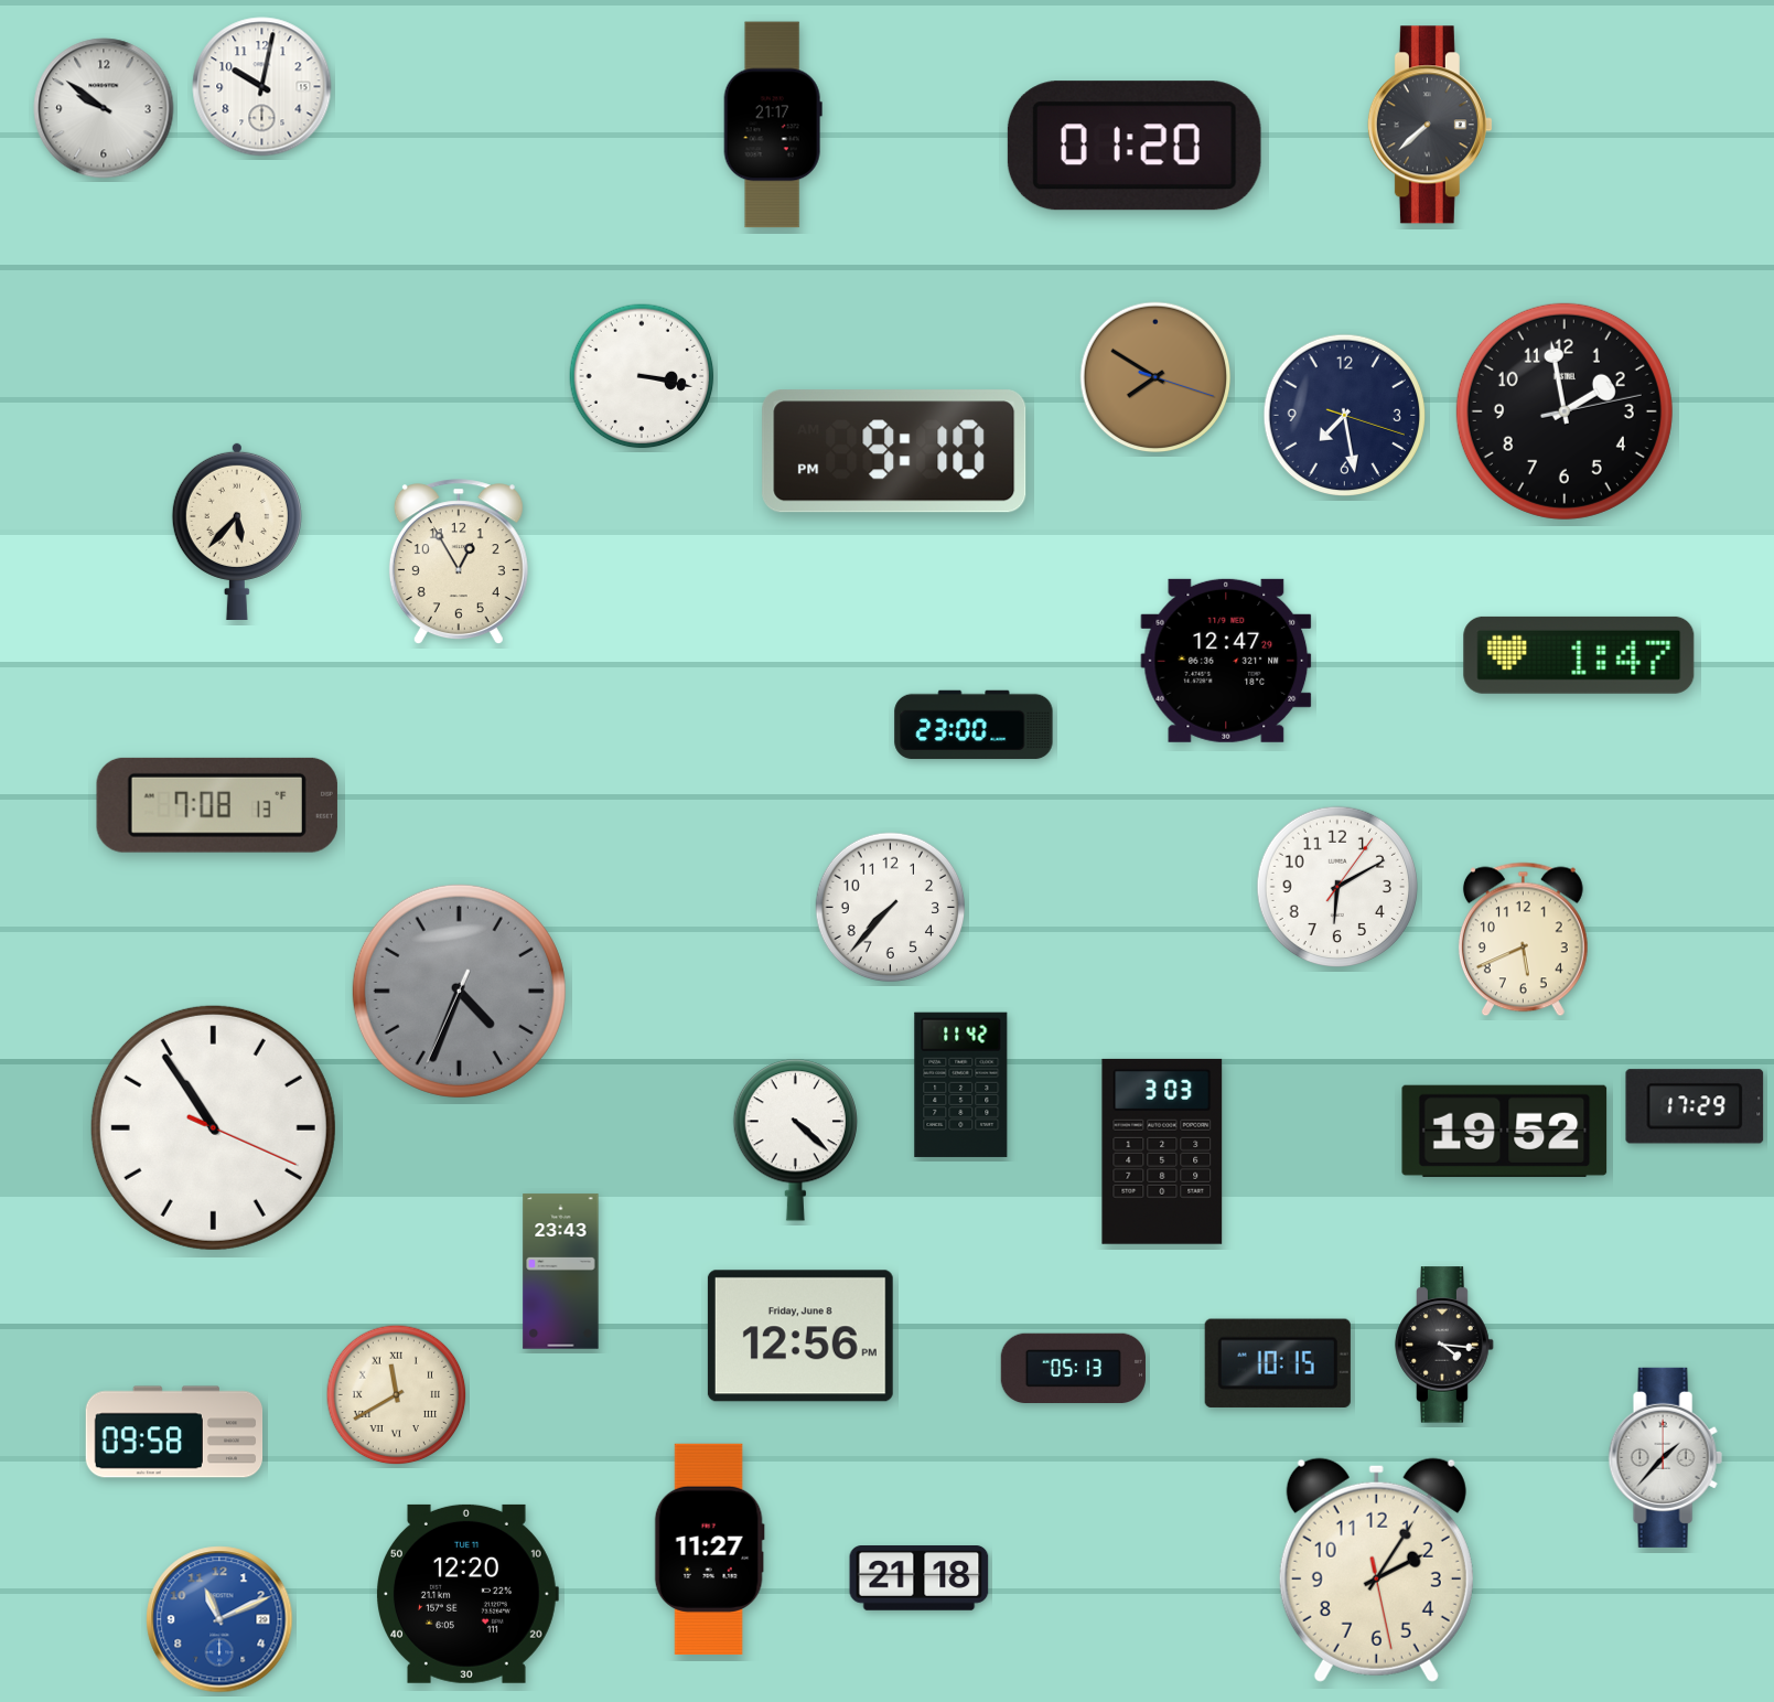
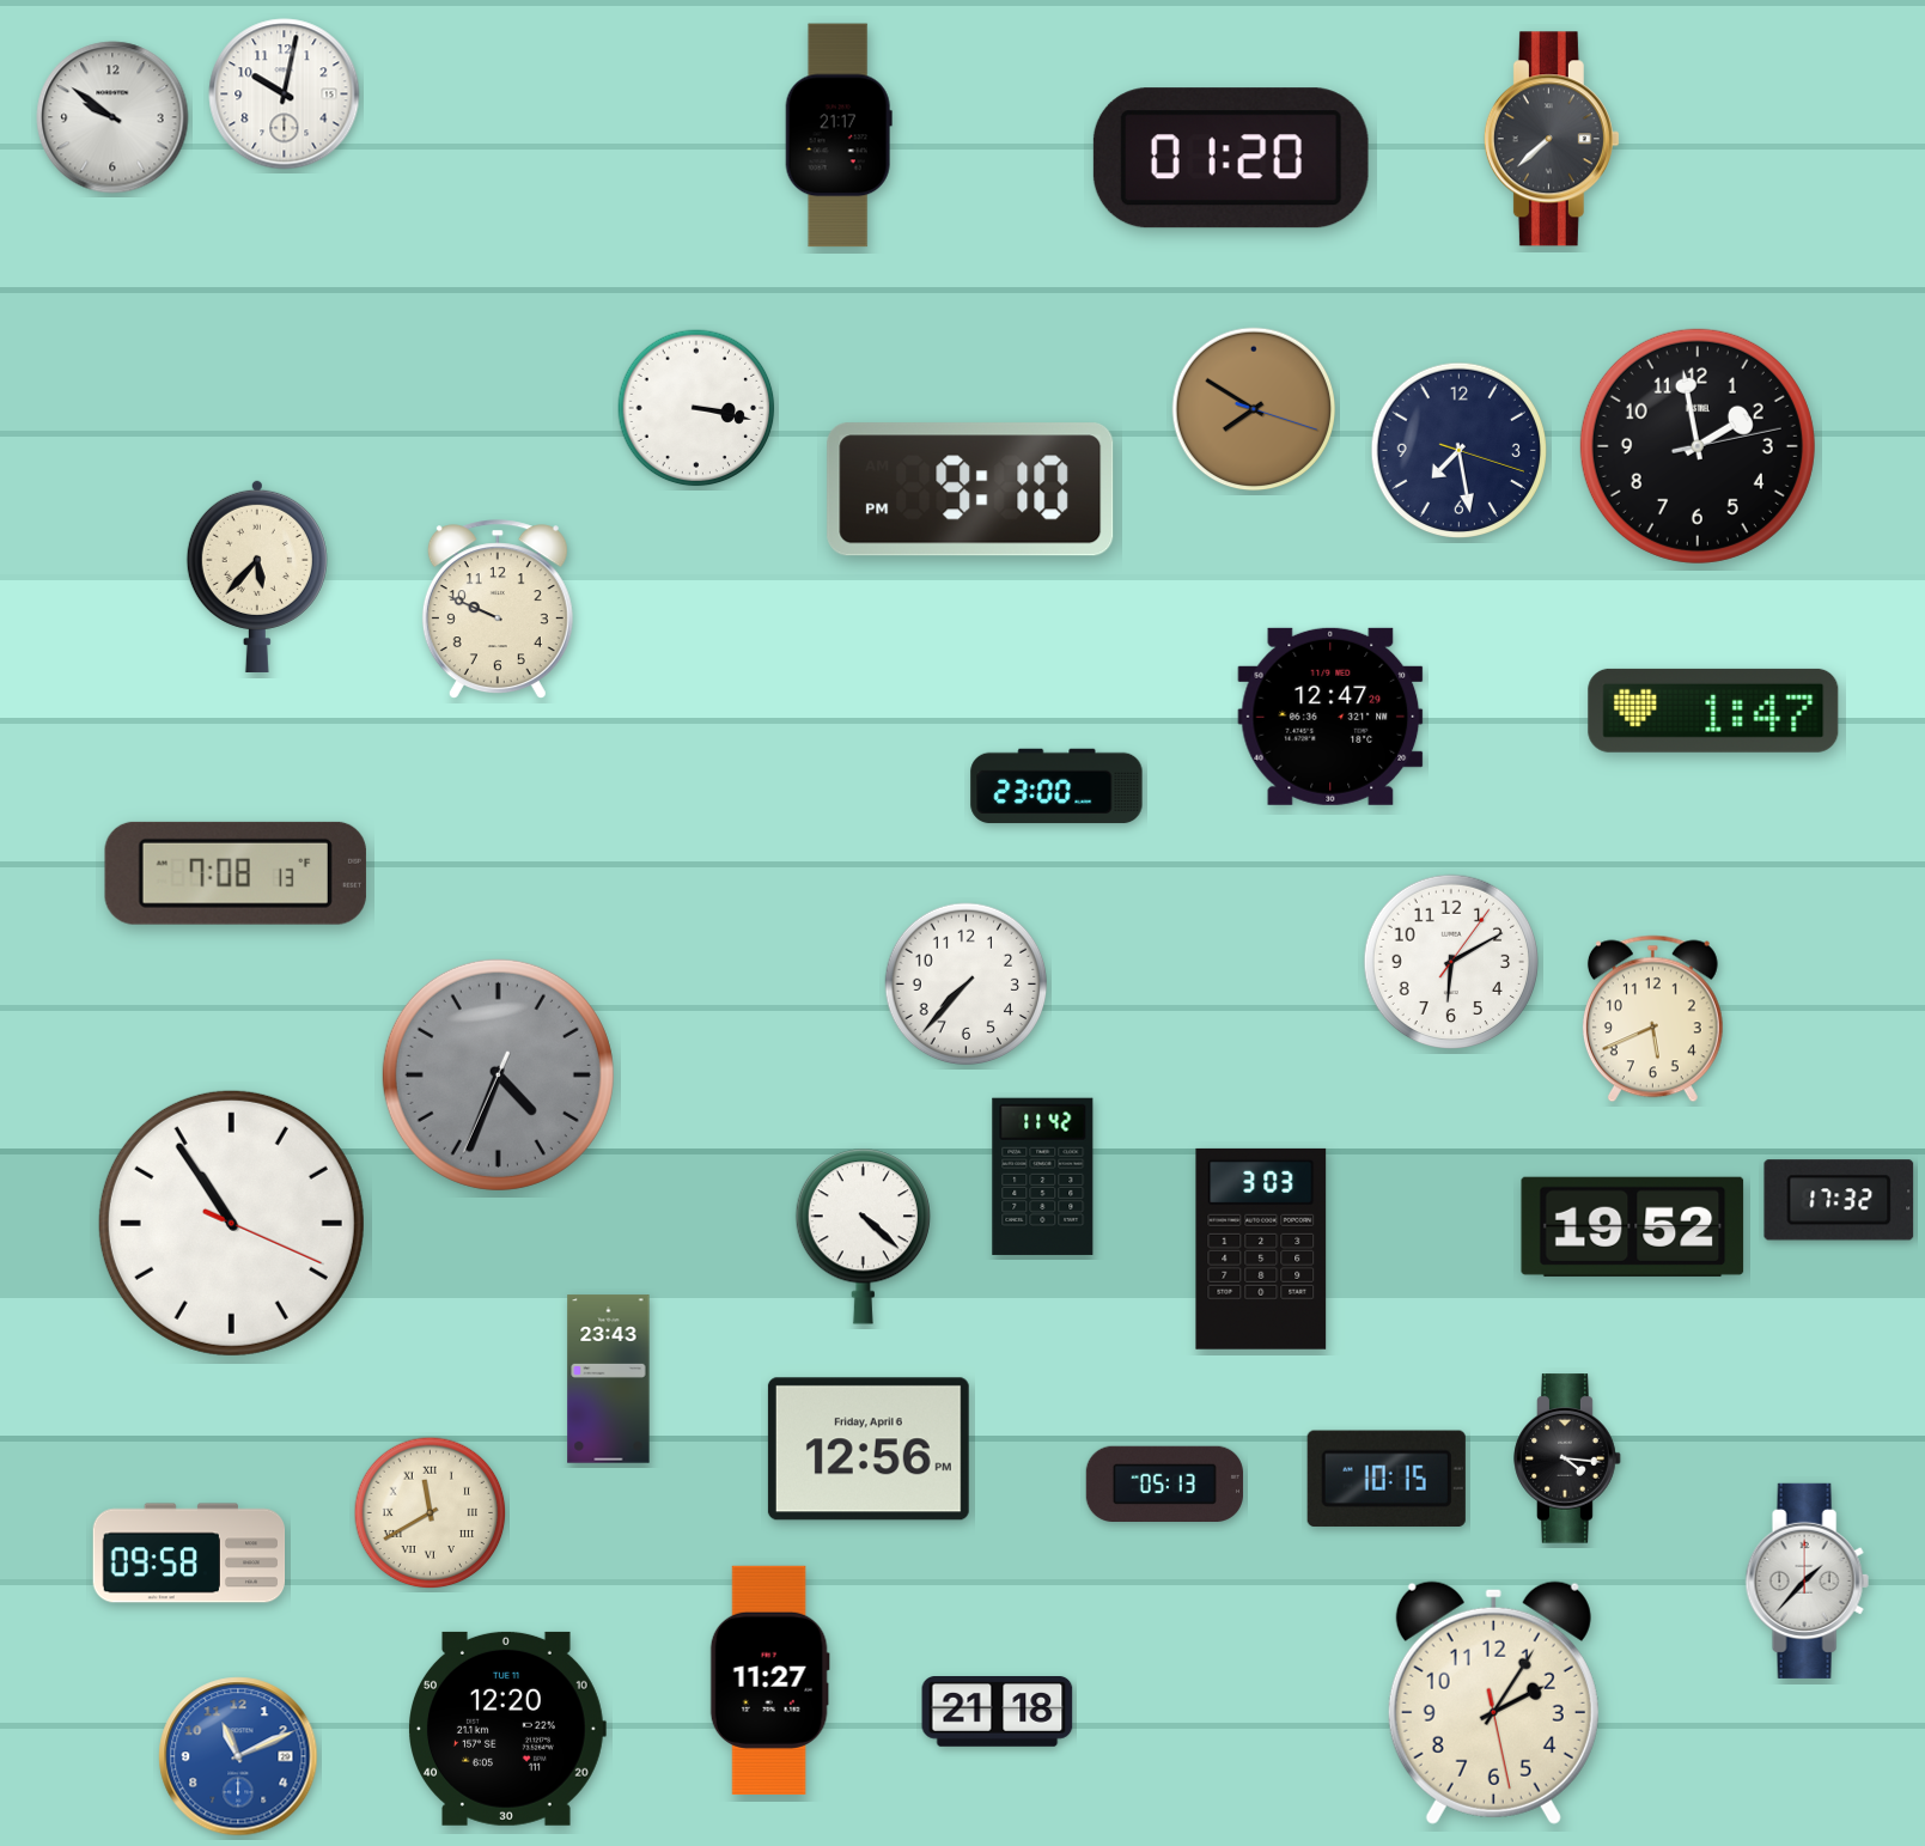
clock at (1430, 125) position: (1430, 125) -> (1552, 139)
clock at (459, 563): 12:55 -> 9:49
clock at (1695, 1106): 17:29 -> 17:32
clock at (800, 1336) date: Friday, June 8 -> Friday, April 6
